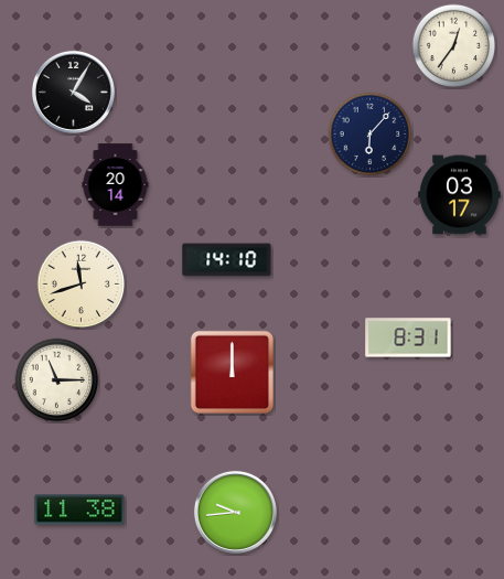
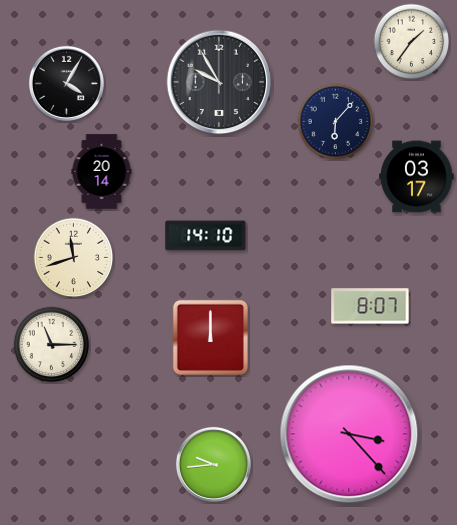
clock at (454, 46): 12:36 -> 1:36
clock at (219, 82): none -> 9:55
clock at (116, 185) position: (116, 185) -> (102, 172)
clock at (408, 337): 8:31 -> 8:07
clock at (349, 434): none -> 3:23
clock at (79, 510): 11:38 -> none
